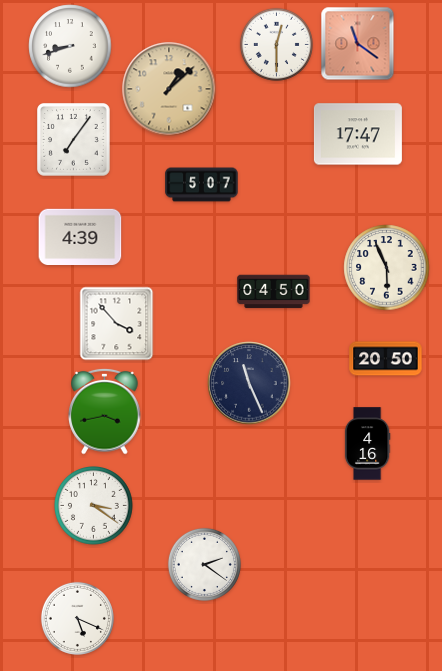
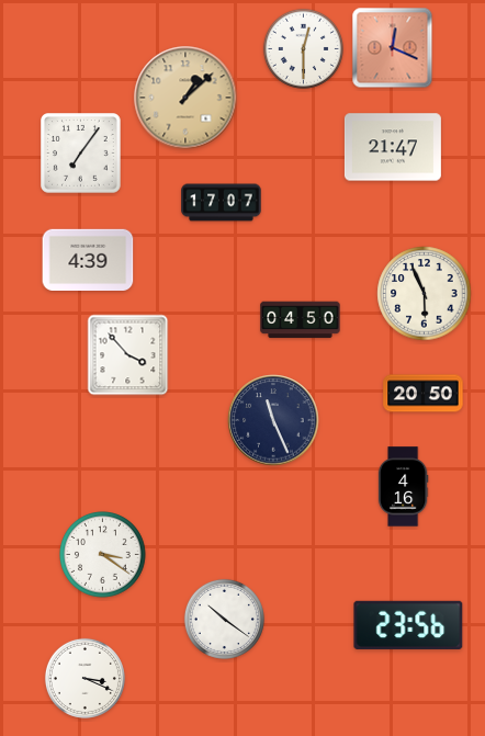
clock at (358, 44): 11:21 -> 12:19
clock at (70, 46): 8:42 -> none
clock at (358, 134): 17:47 -> 21:47
clock at (202, 185): 5:07 -> 17:07
clock at (105, 411): 3:43 -> none
clock at (204, 564): 2:21 -> 10:21
clock at (408, 625): none -> 23:56
clock at (77, 618): 5:19 -> 3:19
